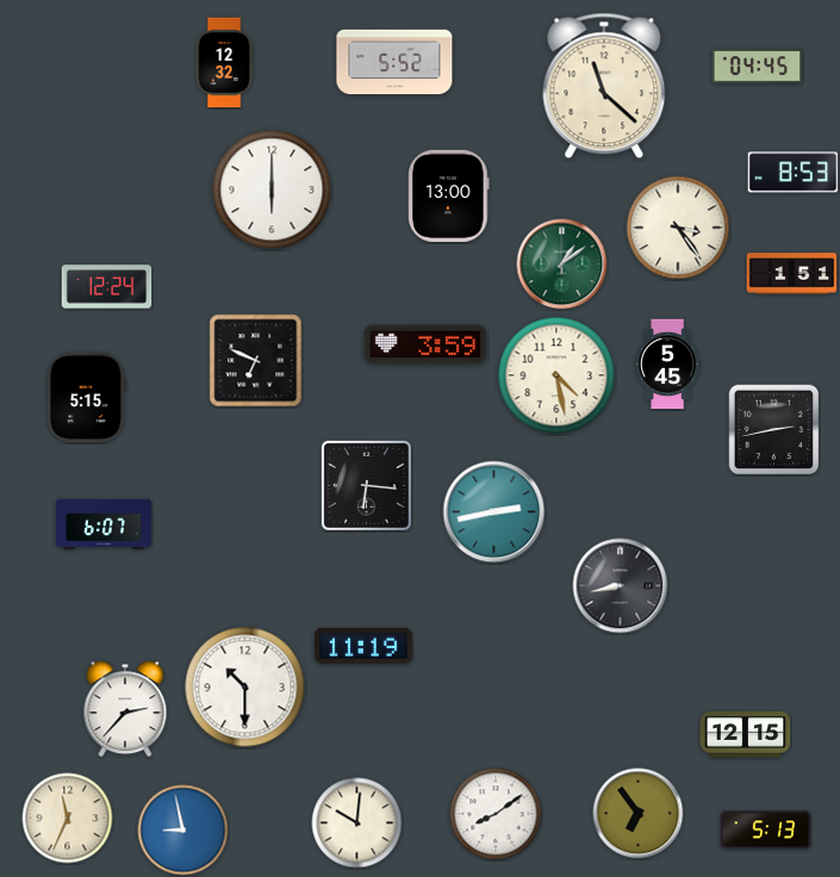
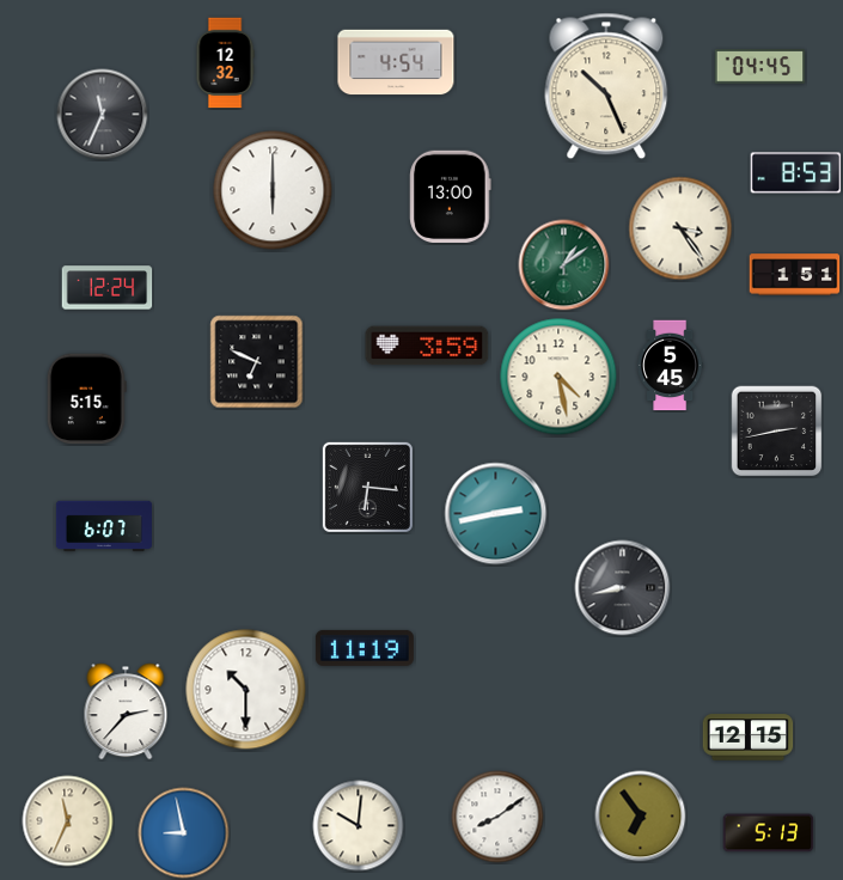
clock at (394, 62): 5:52 -> 4:54
clock at (604, 86): 11:22 -> 10:26
clock at (103, 115): none -> 11:34
